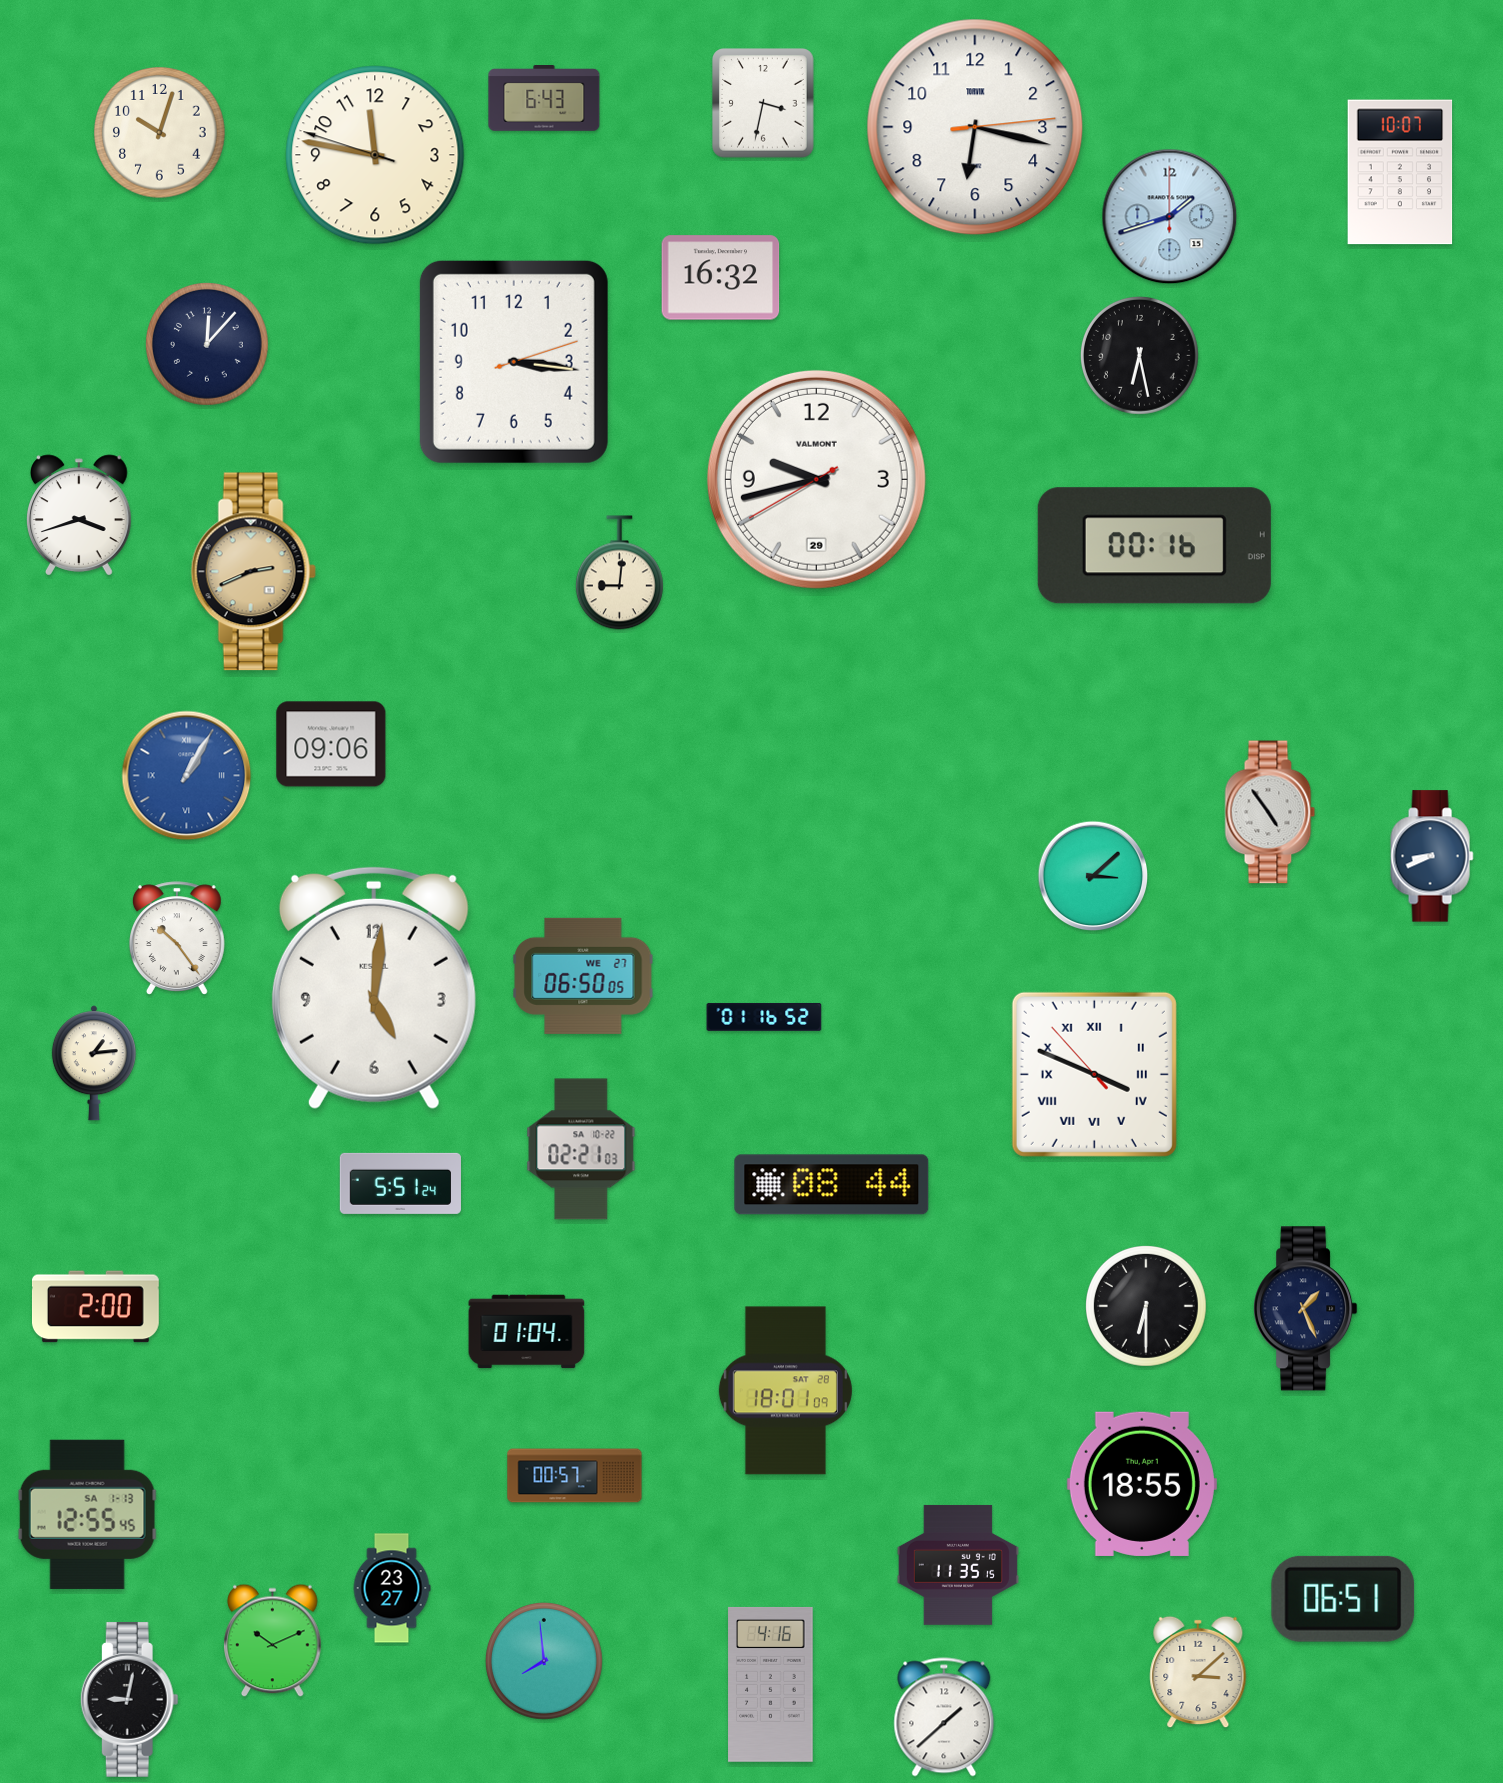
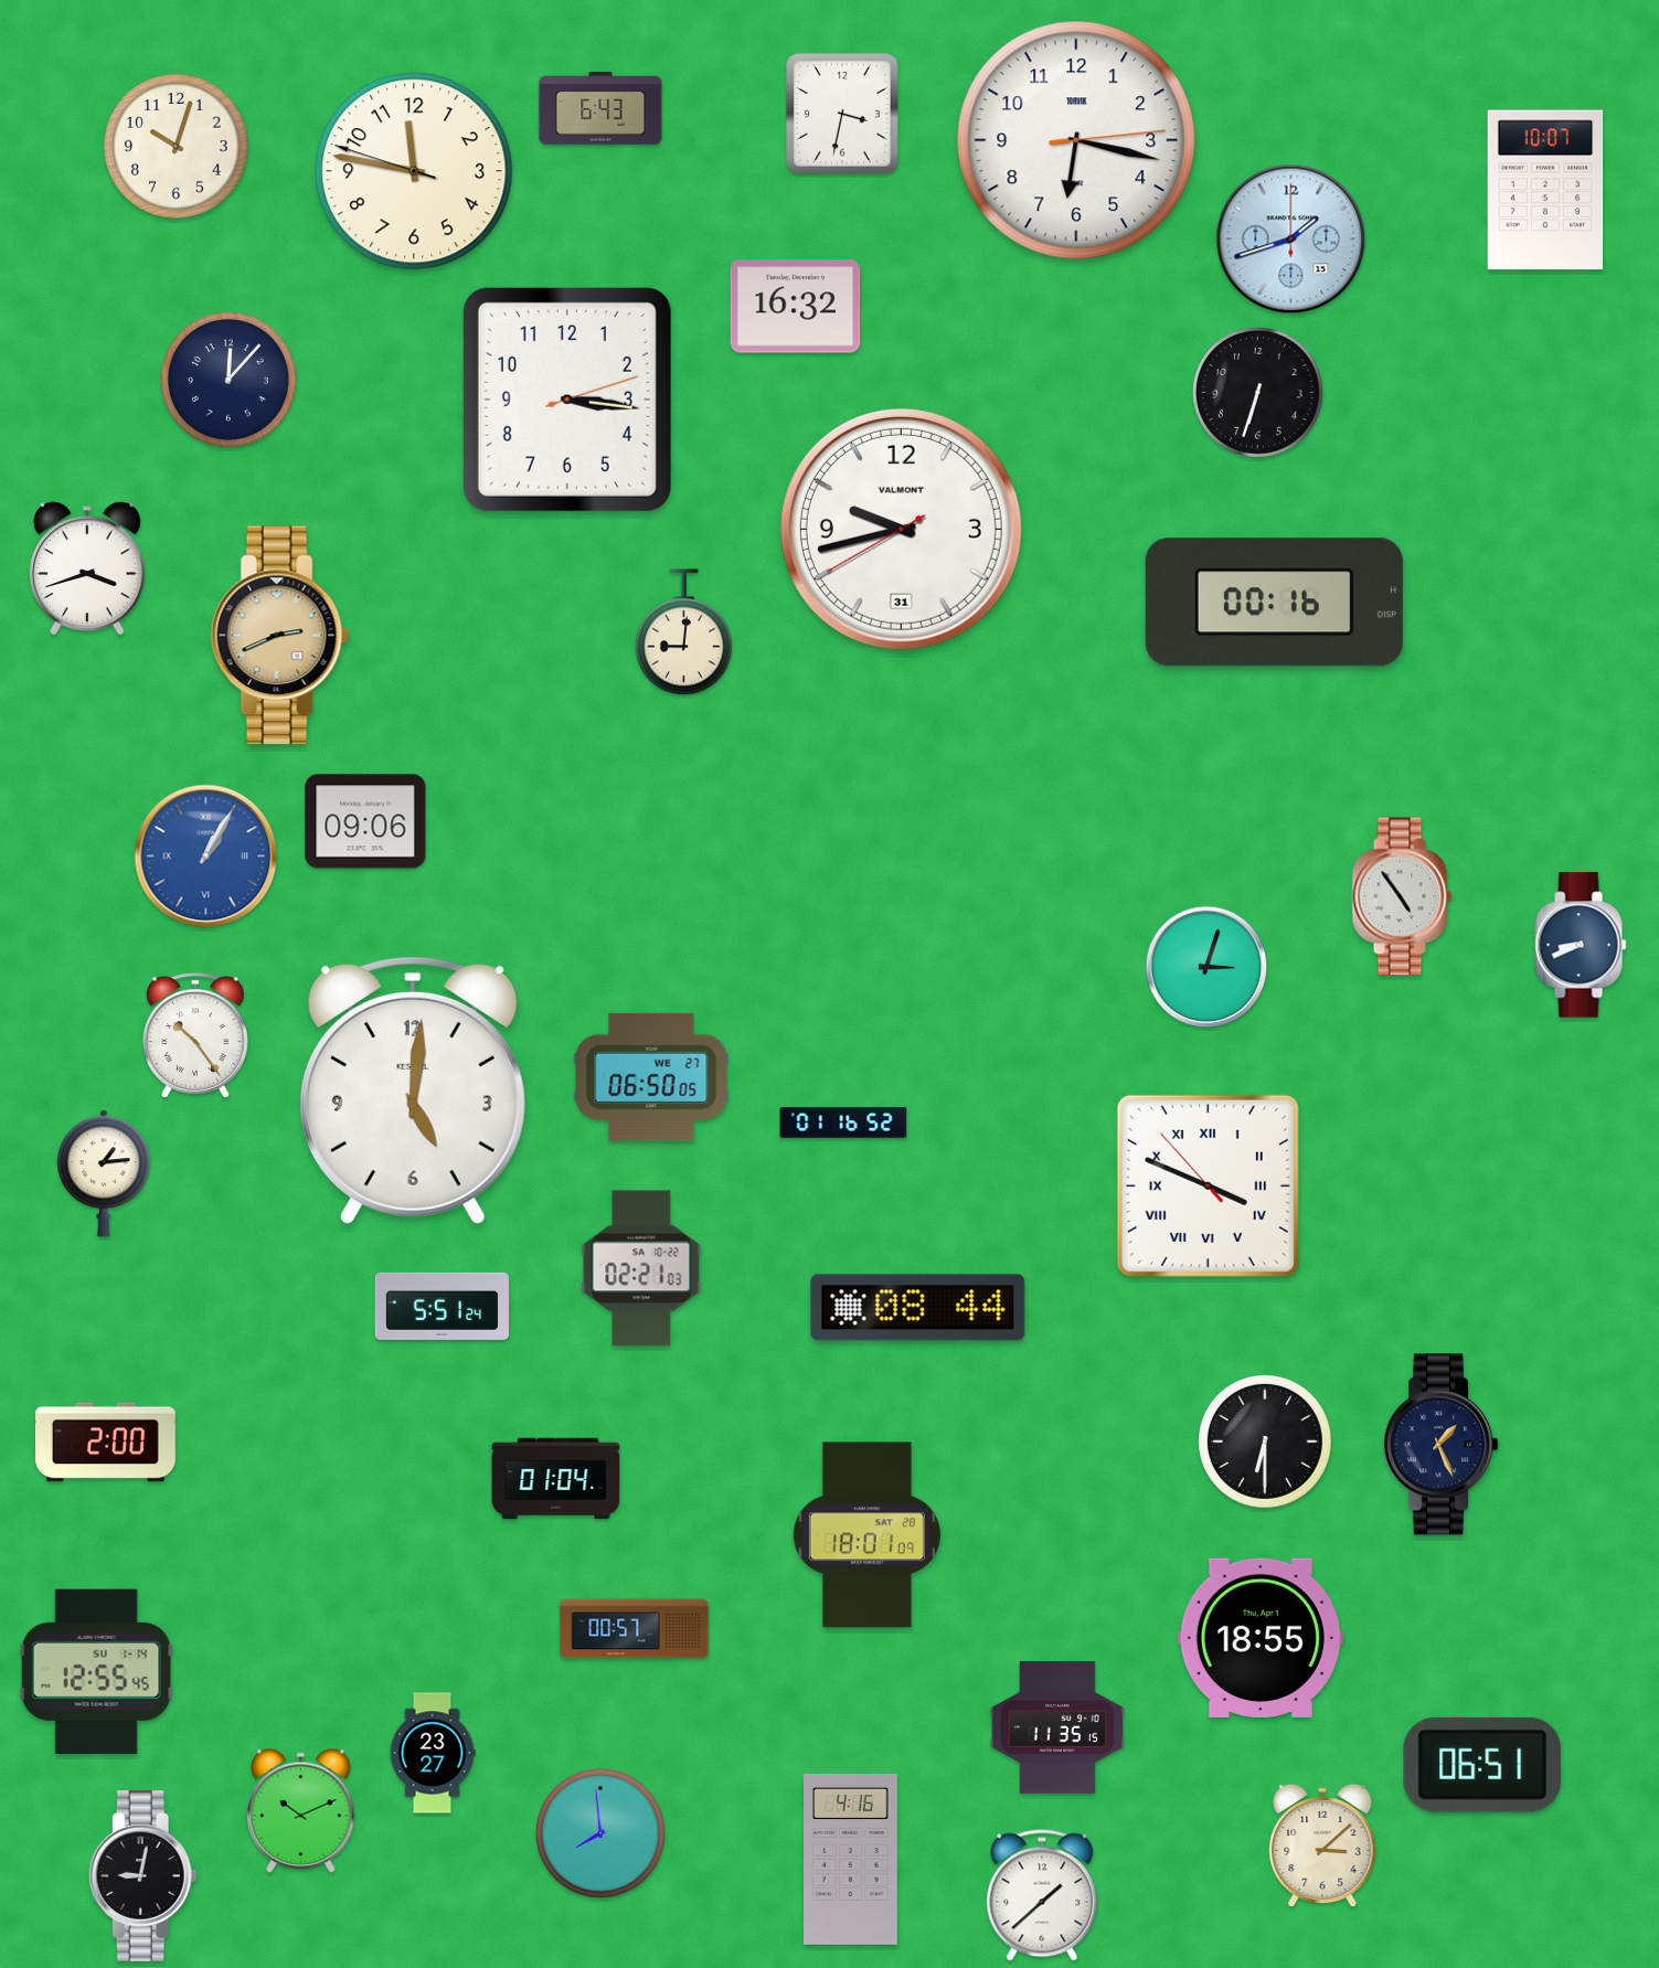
clock at (1139, 355): 6:28 -> 6:33
clock at (816, 479) date: 29 -> 31
clock at (253, 572) position: (253, 572) -> (279, 636)
clock at (1093, 876): 3:08 -> 3:03
clock at (583, 976) position: (583, 976) -> (651, 1077)
clock at (527, 1332) position: (527, 1332) -> (556, 1479)
clock at (87, 1514) date: SA 1-13 -> SU 1-14
